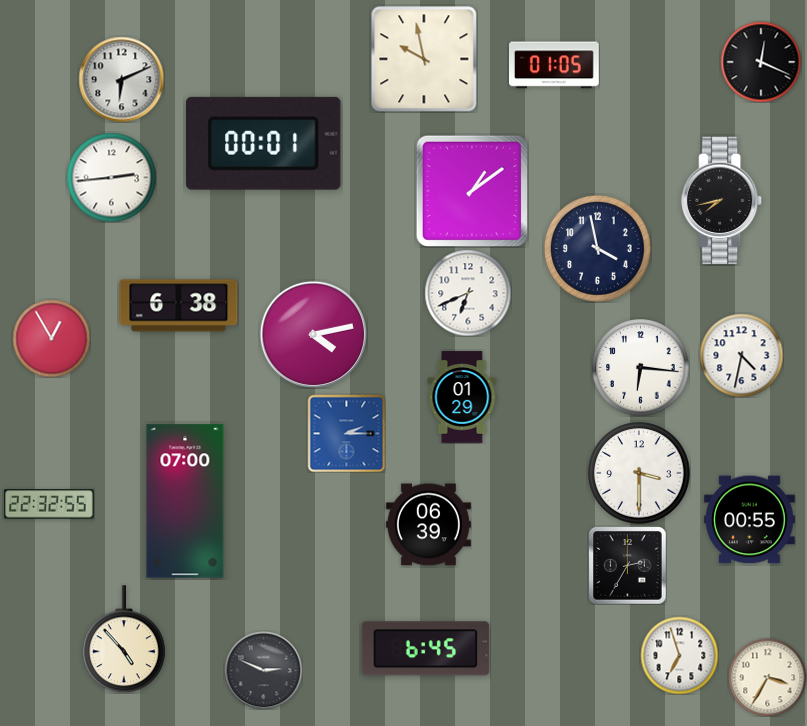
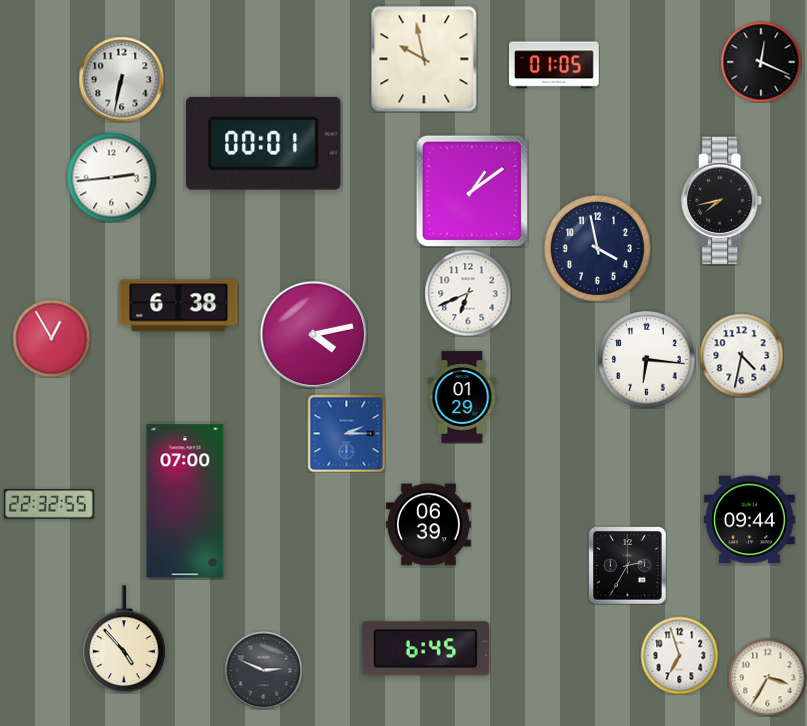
clock at (121, 79): 6:11 -> 6:32
clock at (641, 368) position: (641, 368) -> (647, 360)
clock at (639, 473): 3:30 -> none
clock at (750, 520): 00:55 -> 09:44
